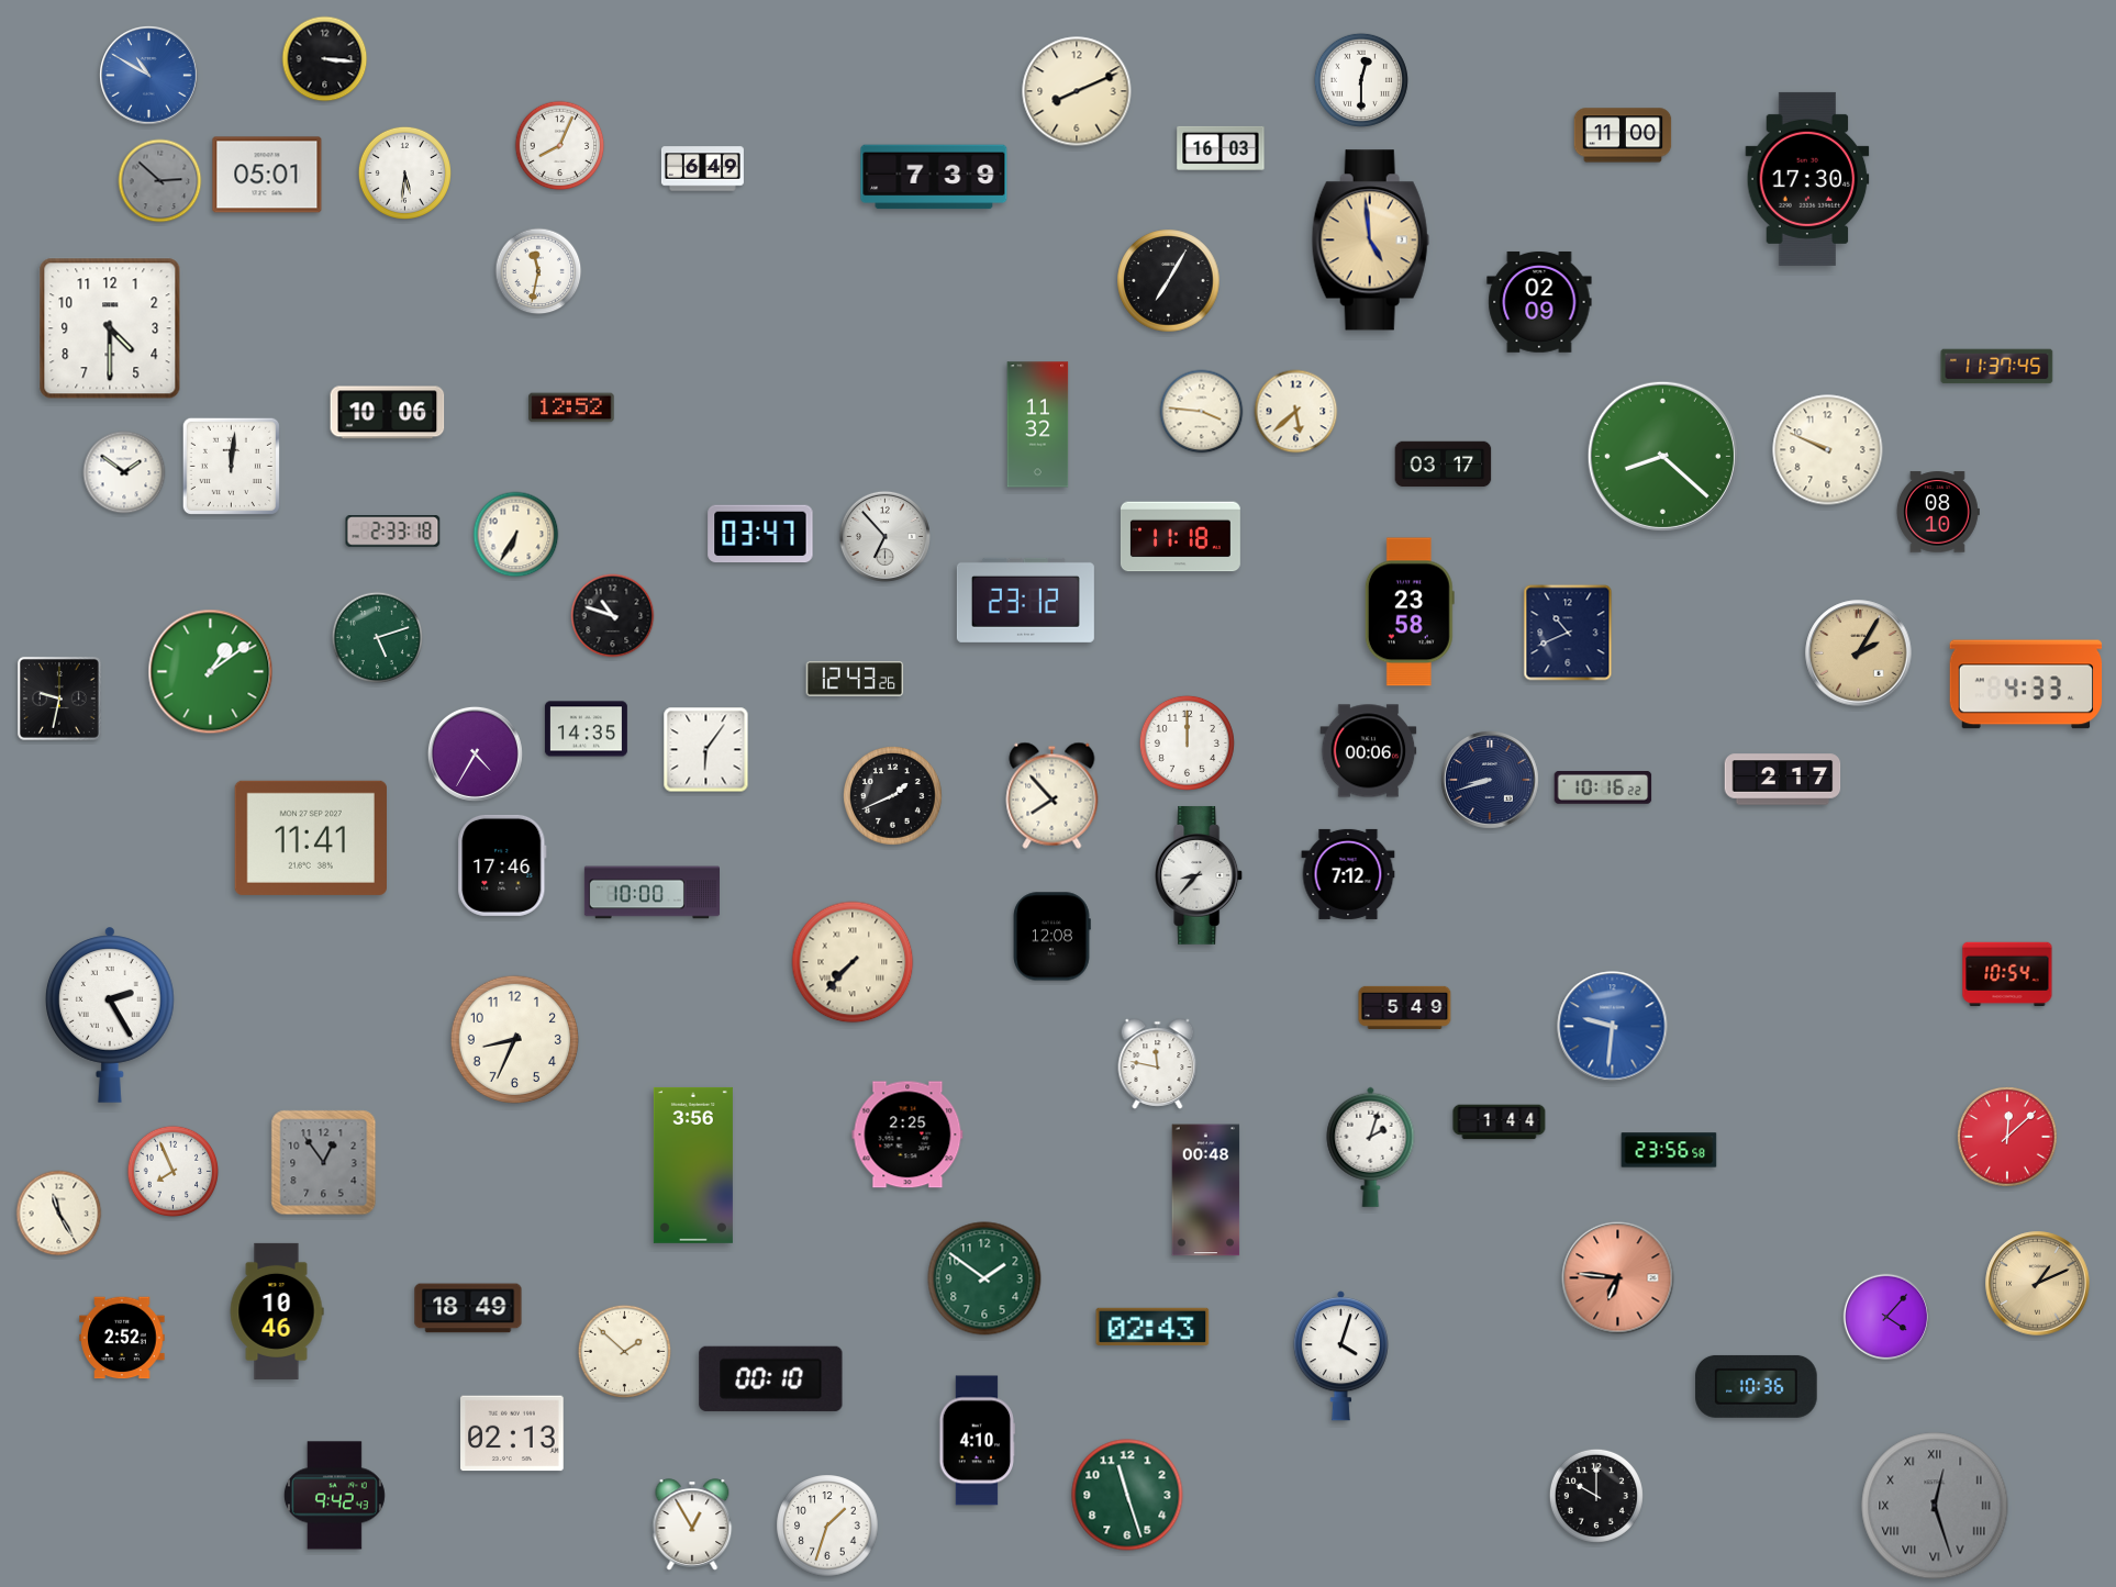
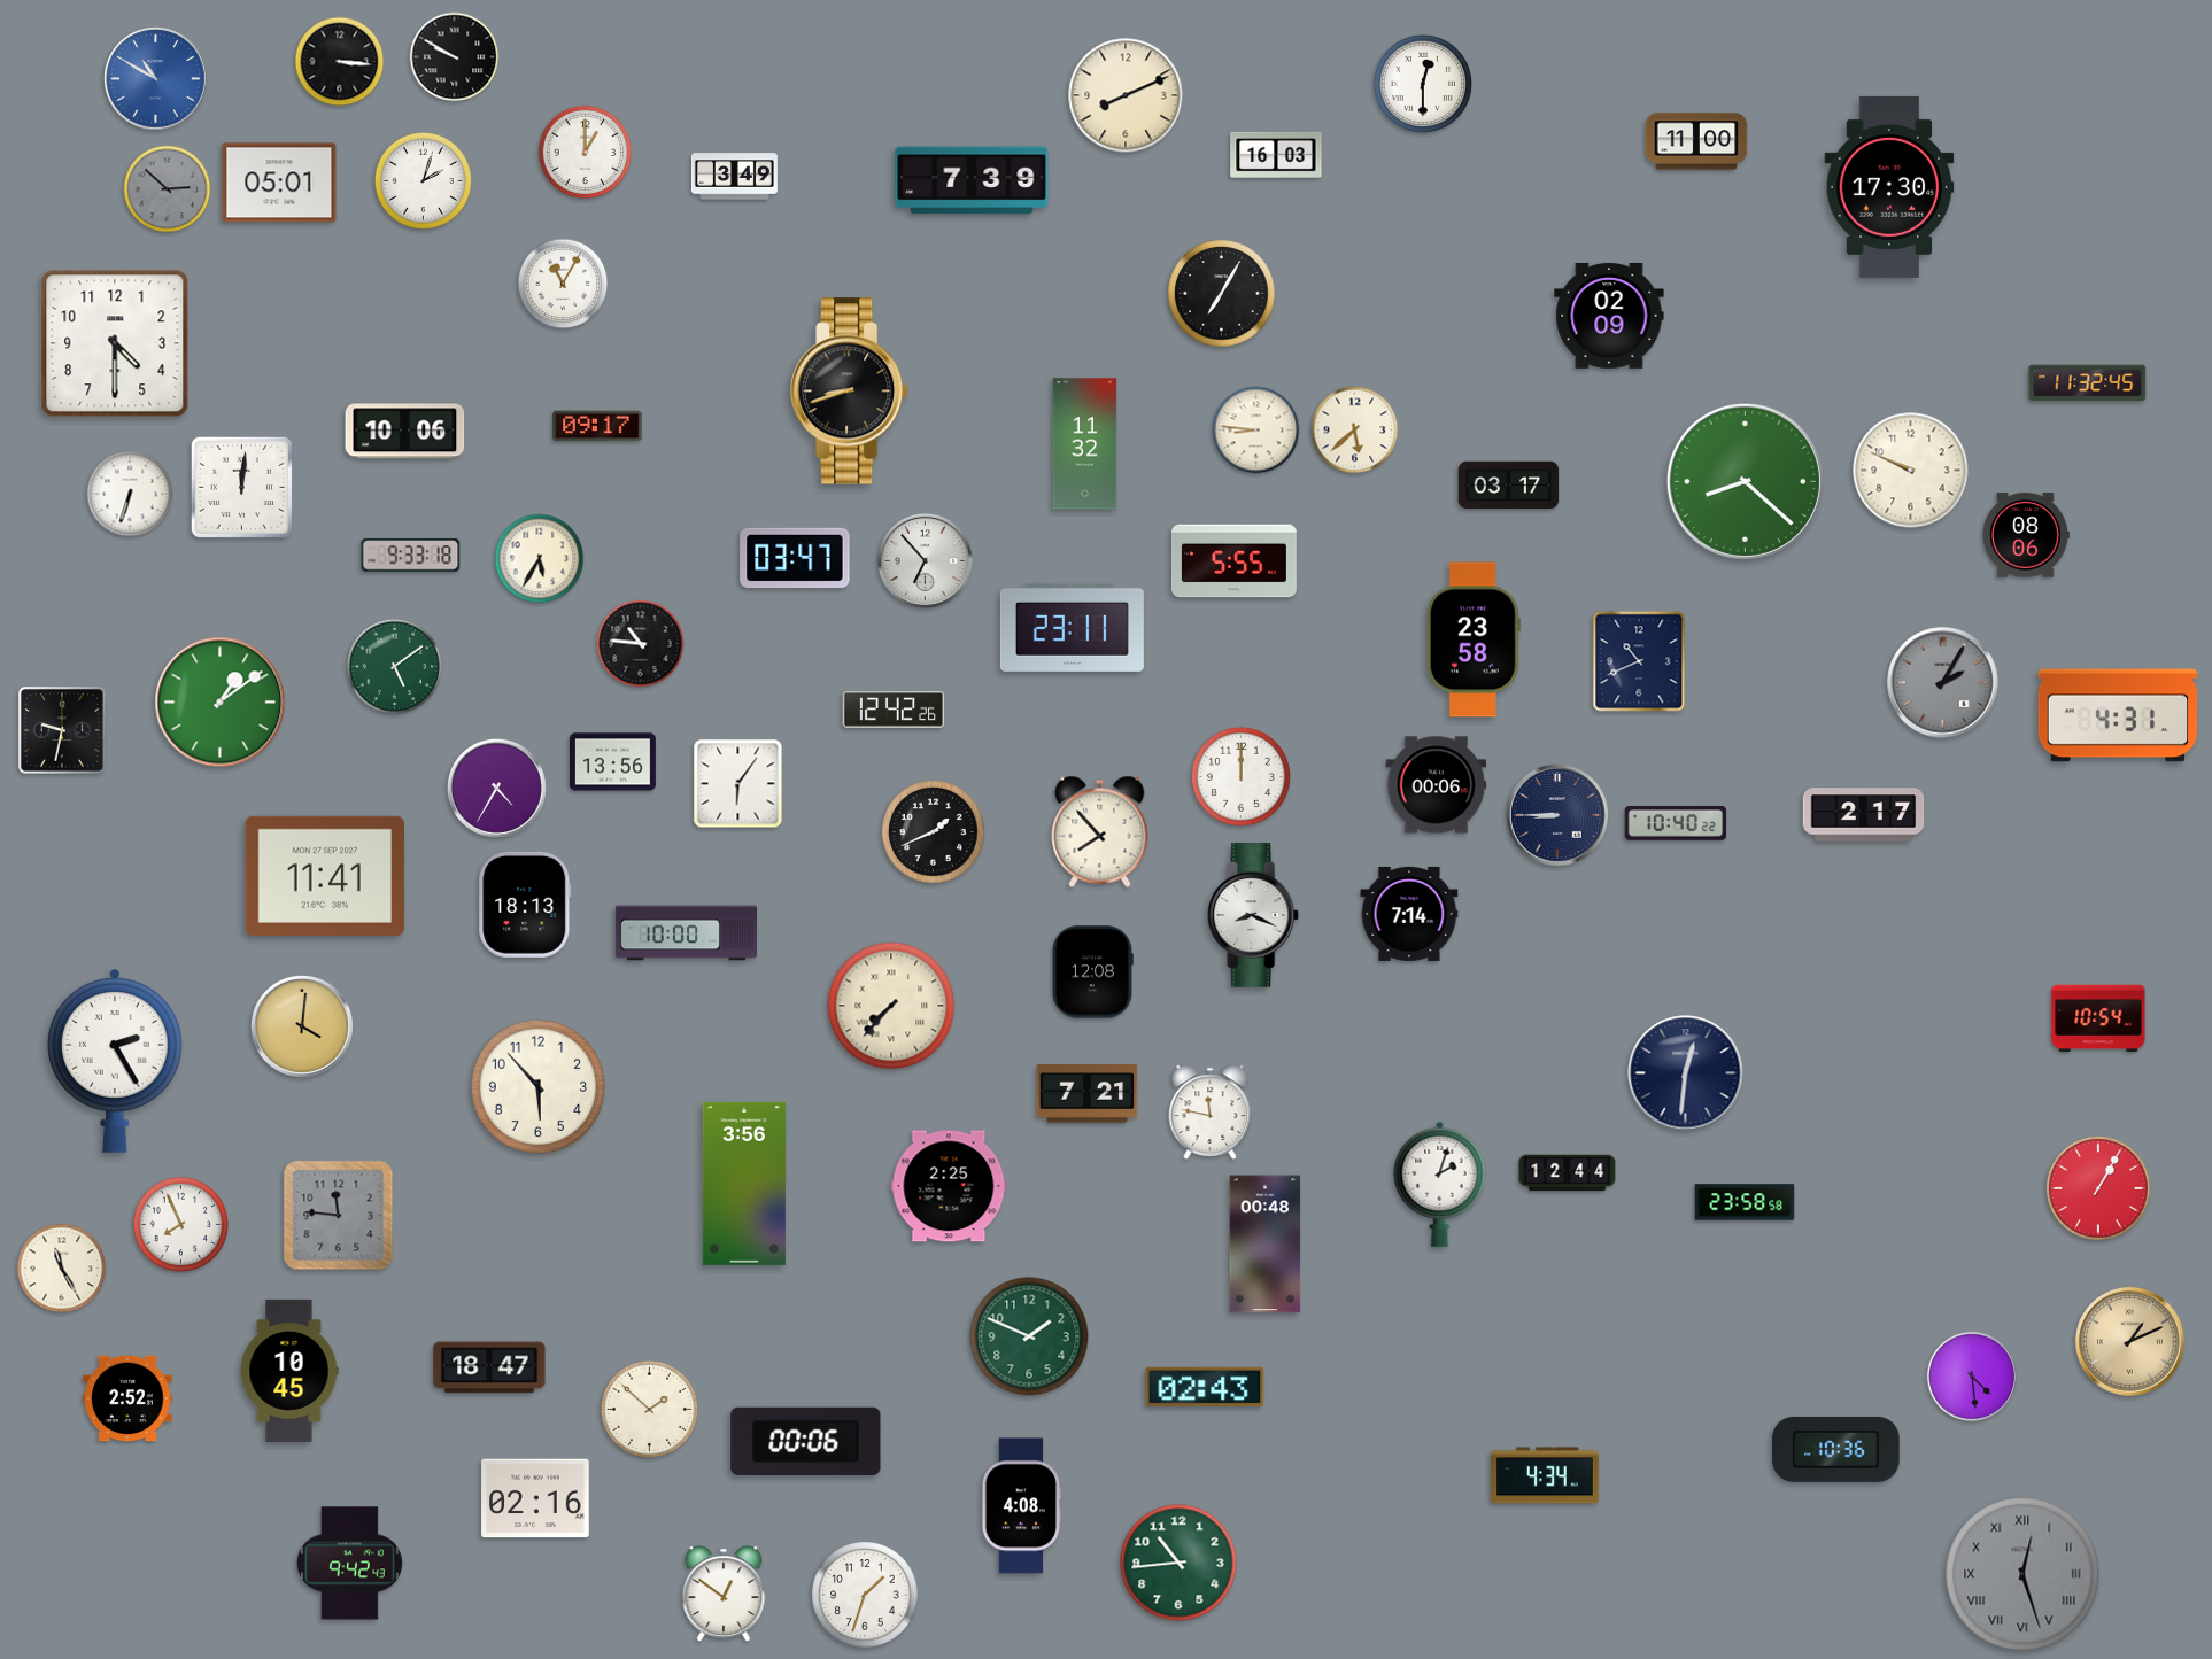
clock at (455, 57): none -> 9:50
clock at (560, 146): 8:04 -> 1:00
clock at (702, 169): 6:49 -> 3:49
clock at (404, 172): 5:31 -> 2:03
clock at (934, 177) position: (934, 177) -> (972, 180)
clock at (1370, 241): 4:59 -> none
clock at (538, 271): 11:32 -> 11:05
clock at (1997, 367): 11:37 -> 11:32
clock at (851, 392): none -> 8:42
clock at (571, 407): 12:52 -> 09:17
clock at (1202, 412): 3:46 -> 8:46
clock at (1662, 456) position: (1662, 456) -> (1745, 481)
clock at (124, 472): 1:51 -> 6:33
clock at (1937, 512): 08:10 -> 08:06
clock at (393, 532): 2:33 -> 9:33
clock at (516, 535): 6:35 -> 5:35
clock at (1180, 537): 11:18 -> 5:55
clock at (1025, 600): 23:12 -> 23:11
clock at (613, 616): 10:48 -> 10:46
clock at (378, 638): 5:12 -> 5:09
clock at (1859, 653) dial: champagne -> grey
clock at (855, 679): 12:43 -> 12:42
clock at (2026, 684): 4:33 -> 4:31
clock at (586, 729): 14:35 -> 13:56
clock at (1369, 751) position: (1369, 751) -> (1437, 785)
clock at (1490, 780): 8:42 -> 8:45
clock at (1603, 787): 10:16 -> 10:40
clock at (502, 865): 17:46 -> 18:13
clock at (1348, 874): 7:12 -> 7:14
clock at (1200, 875): 8:37 -> 8:19
clock at (651, 893) position: (651, 893) -> (686, 933)
clock at (1051, 937) position: (1051, 937) -> (1092, 972)
clock at (302, 1026): none -> 4:01
clock at (1405, 1007): 5:49 -> none
clock at (1613, 1027): 9:31 -> 12:31
clock at (1613, 1027) dial: blue -> navy
clock at (514, 1039): 8:34 -> 5:53
clock at (1088, 1094): none -> 7:21
clock at (1500, 1122): 1:44 -> 12:44
clock at (2007, 1137): 12:08 -> 1:05
clock at (1371, 1147) position: (1371, 1147) -> (1440, 1184)
clock at (1669, 1150): 23:56 -> 23:58
clock at (324, 1163): 12:54 -> 11:46
clock at (693, 1165) position: (693, 1165) -> (744, 1184)
clock at (1206, 1191) position: (1206, 1191) -> (1266, 1245)
clock at (984, 1278): 1:51 -> 1:49
clock at (1618, 1278): 6:46 -> none
clock at (468, 1308): 18:49 -> 18:47
clock at (277, 1311): 10:46 -> 10:45
clock at (1886, 1317): 4:07 -> 4:29
clock at (624, 1351) position: (624, 1351) -> (649, 1409)
clock at (1340, 1356): 4:03 -> none
clock at (771, 1378): 00:10 -> 00:06
clock at (1545, 1475): none -> 4:34
clock at (512, 1433): 02:13 -> 02:16
clock at (977, 1441): 4:10 -> 4:08
clock at (1127, 1495): 11:27 -> 10:44
clock at (1596, 1496): 10:00 -> none
clock at (692, 1524): 12:55 -> 12:51
